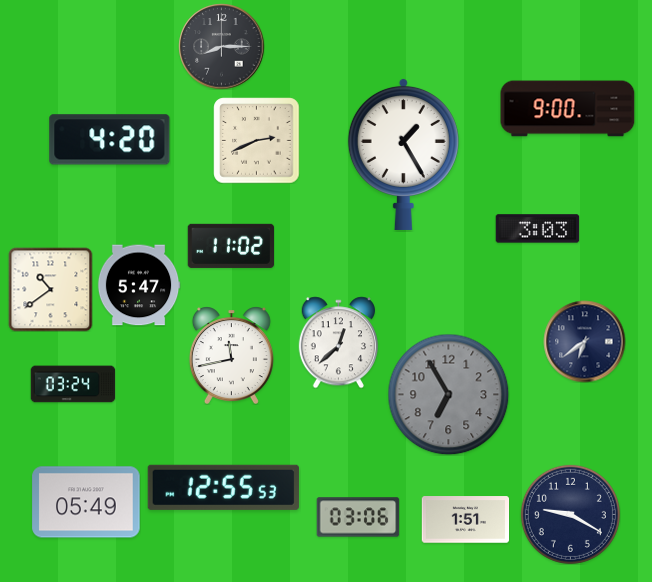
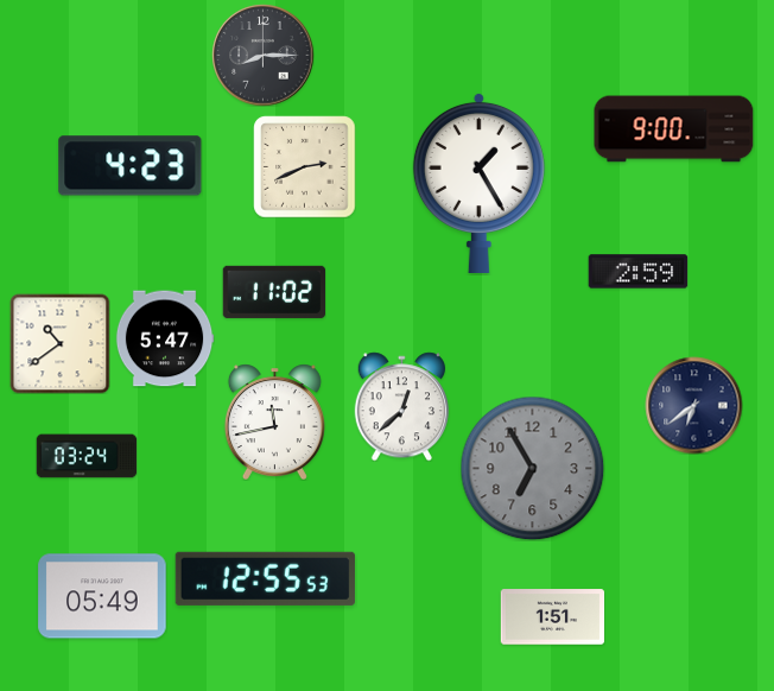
clock at (110, 140): 4:20 -> 4:23
clock at (537, 229): 3:03 -> 2:59
clock at (570, 514): 9:20 -> none
clock at (358, 517): 03:06 -> none
